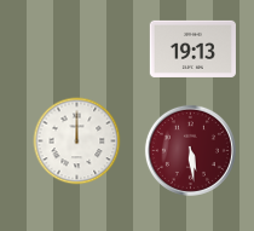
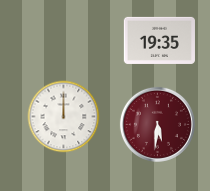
clock at (192, 48): 19:13 -> 19:35
clock at (190, 150): 5:29 -> 5:31
